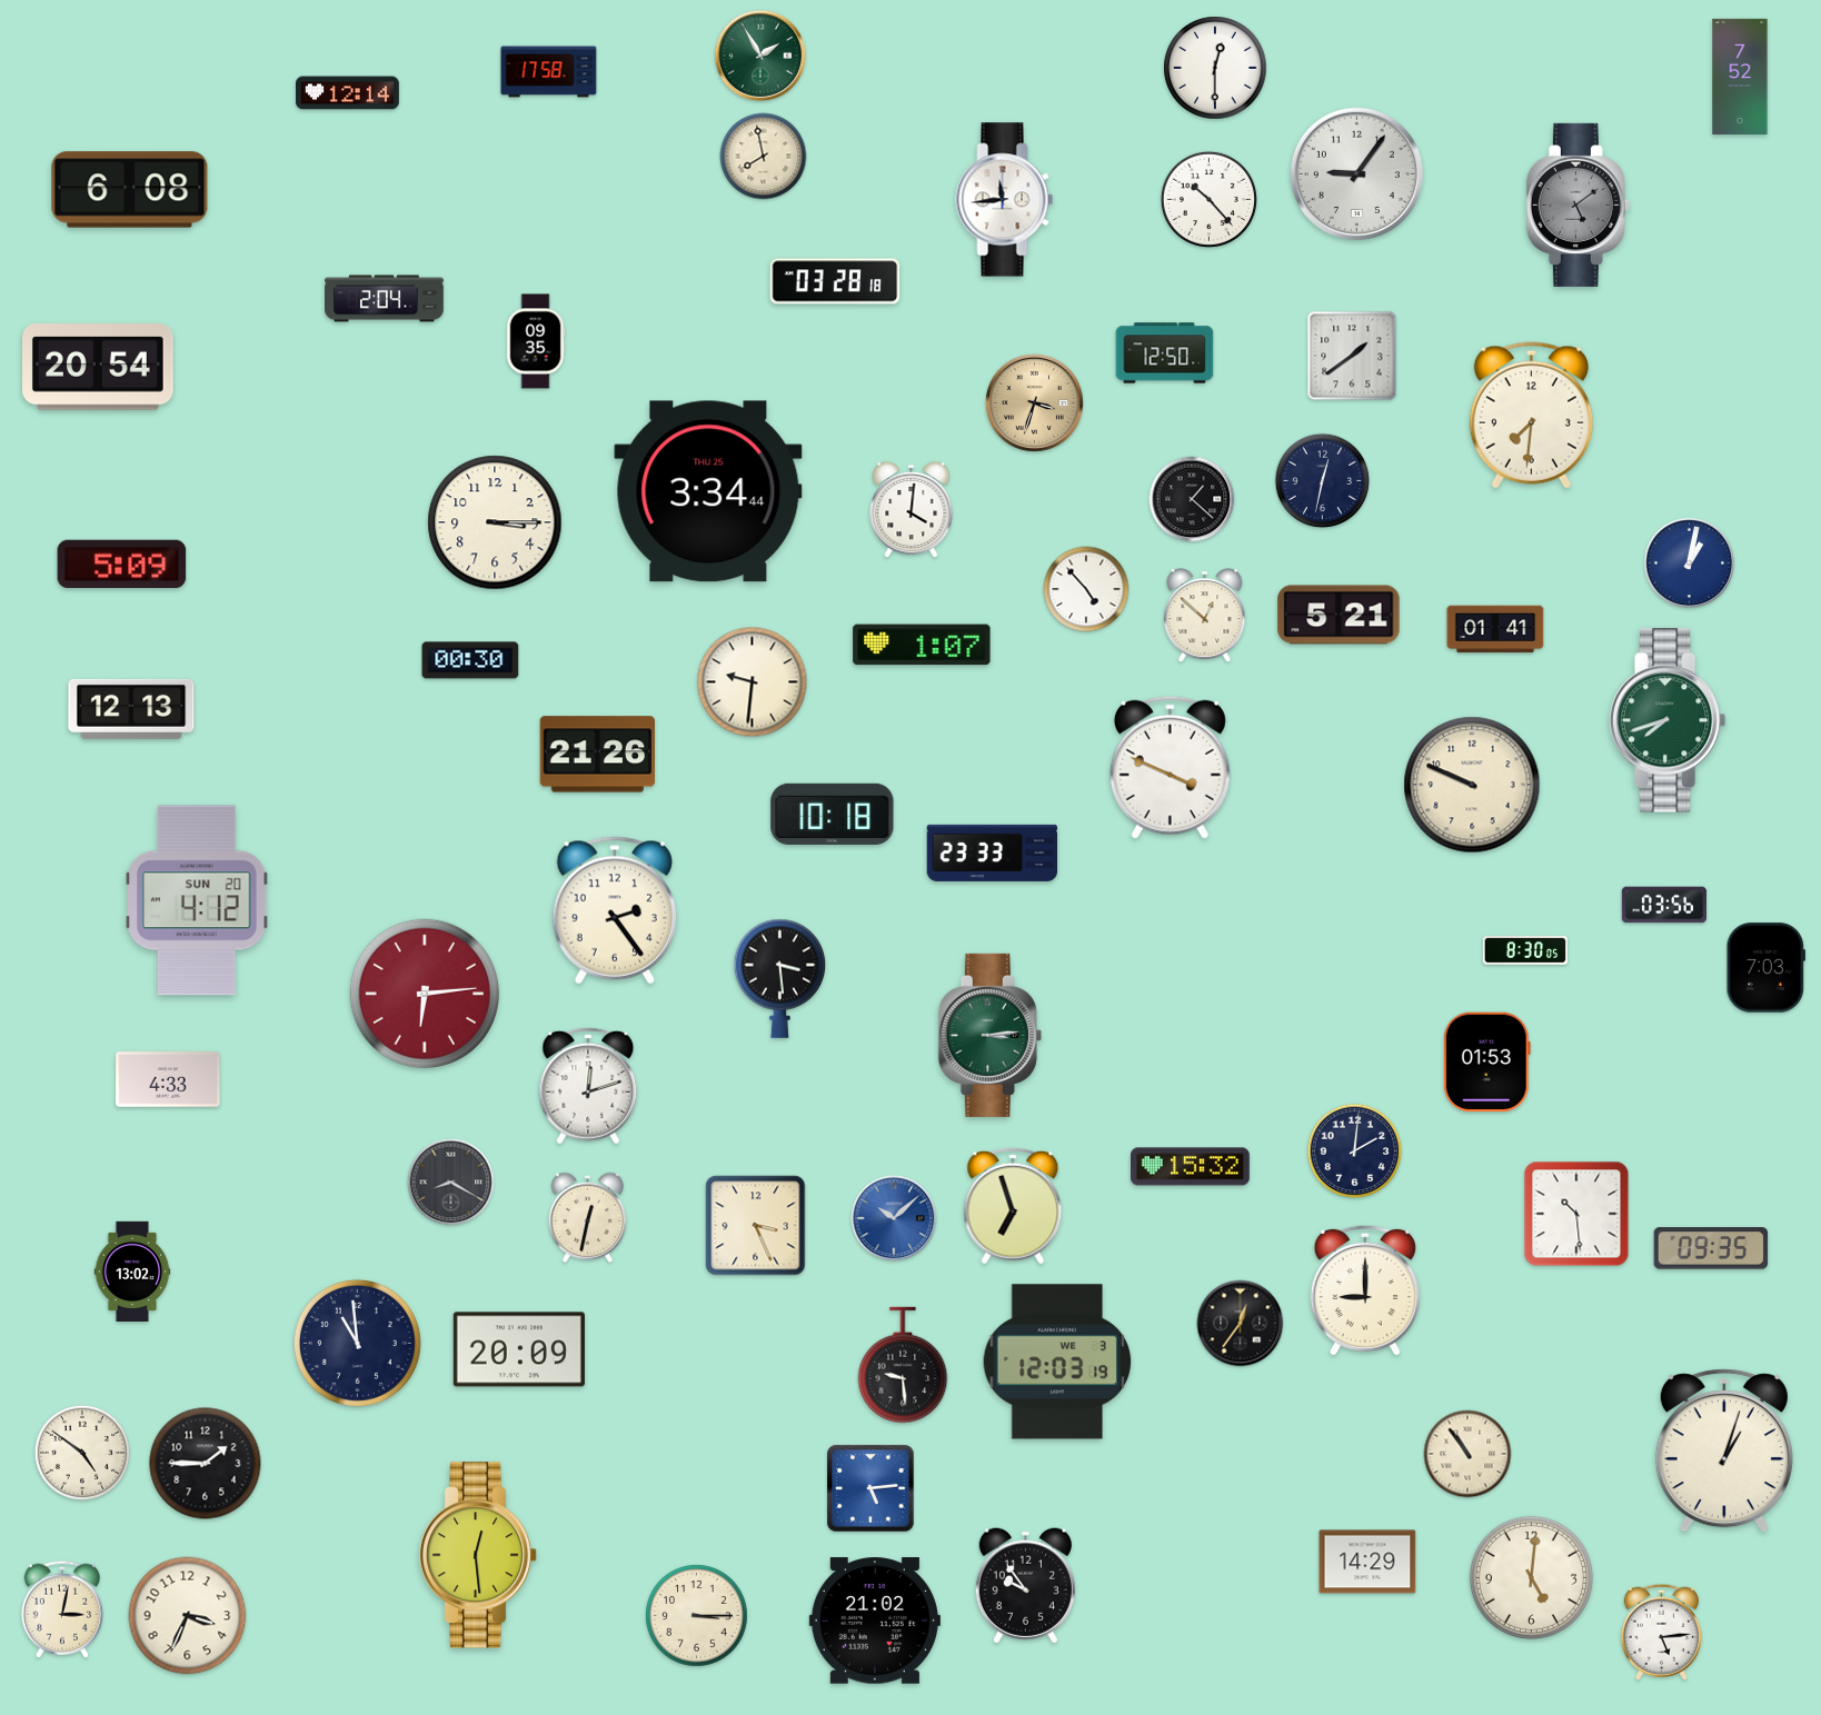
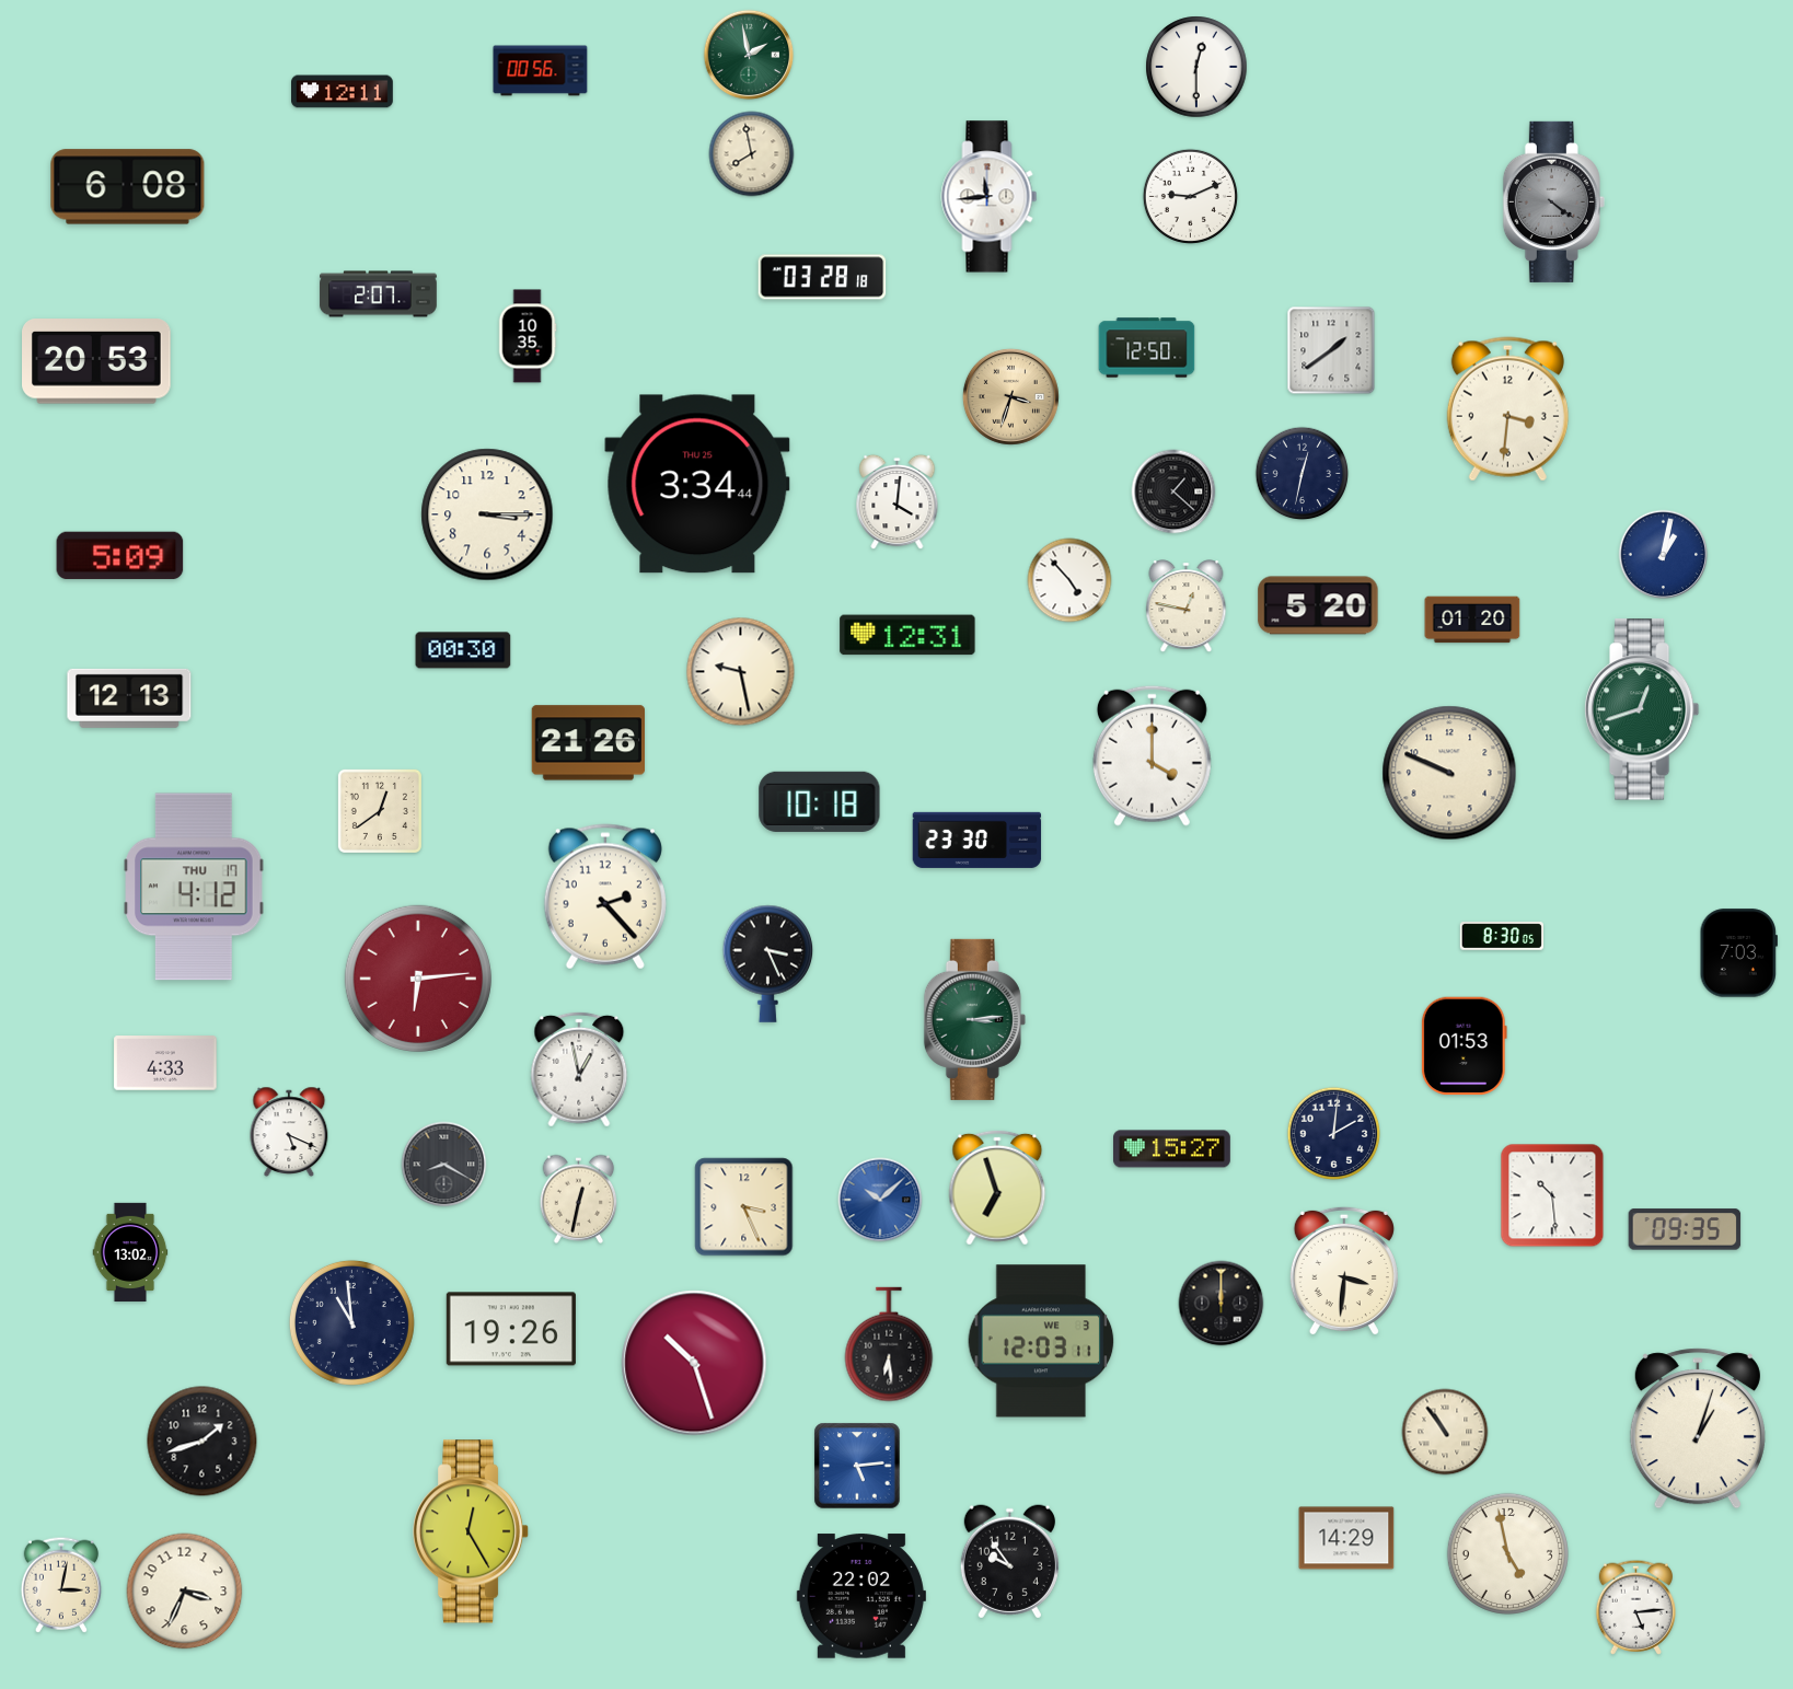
clock at (760, 56): 1:55 -> 1:58
clock at (549, 72): 17:58 -> 00:56
clock at (1740, 76): 7:52 -> none
clock at (348, 93): 12:14 -> 12:11
clock at (1356, 173): 9:06 -> none
clock at (1208, 199): 10:23 -> 9:11
clock at (1578, 205): 5:09 -> 4:21
clock at (385, 299): 2:04 -> 2:07
clock at (536, 341): 09:35 -> 10:35
clock at (99, 367): 20:54 -> 20:53
clock at (1034, 402) position: (1034, 402) -> (1010, 396)
clock at (1531, 416): 7:31 -> 3:31
clock at (1339, 615): 5:21 -> 5:20
clock at (1205, 616): 12:52 -> 12:47
clock at (1495, 629): 01:41 -> 01:20
clock at (922, 645): 1:07 -> 12:31
clock at (753, 682): 9:31 -> 9:28
clock at (1668, 720): 7:42 -> 12:42
clock at (1170, 767): 3:49 -> 4:00
clock at (380, 811): none -> 12:39
clock at (993, 852): 23:33 -> 23:30
clock at (197, 900) date: SUN 20 -> THU 17
clock at (1664, 905): 03:56 -> none
clock at (615, 910): 2:24 -> 2:23
clock at (780, 978): 3:29 -> 3:26
clock at (588, 1086): 12:12 -> 12:58
clock at (289, 1131): none -> 5:19
clock at (1191, 1167): 15:32 -> 15:27
clock at (1365, 1290): 9:00 -> 3:31
clock at (1241, 1324): 12:36 -> 12:00
clock at (519, 1349): 20:09 -> 19:26
clock at (1057, 1362): 12:03:19 -> 12:03:11
clock at (903, 1365): 9:29 -> 6:29
clock at (694, 1363): none -> 10:27
clock at (81, 1452): 4:51 -> none
clock at (206, 1464): 1:45 -> 1:42
clock at (479, 1555): 12:29 -> 12:25
clock at (1531, 1577): 5:01 -> 4:58
clock at (697, 1616): 3:15 -> none
clock at (875, 1621): 21:02 -> 22:02
